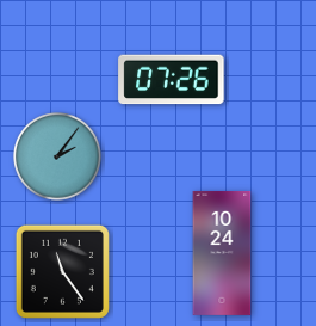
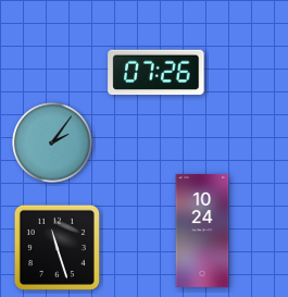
clock at (62, 271): 11:24 -> 11:27
